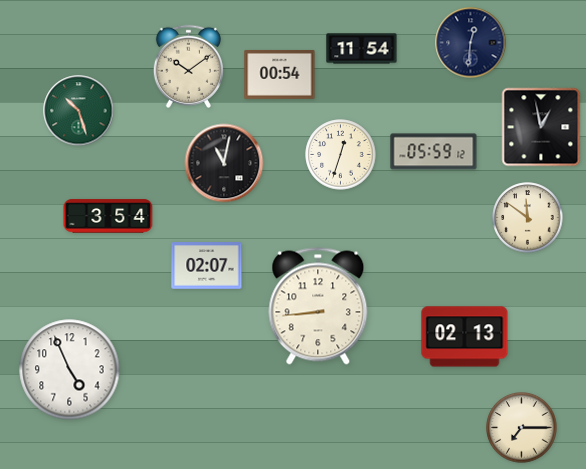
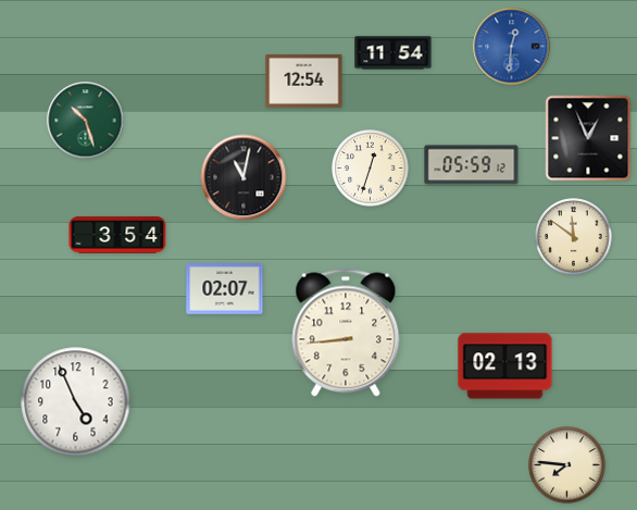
clock at (471, 43) dial: navy -> blue
clock at (188, 66): 10:09 -> none
clock at (280, 74): 00:54 -> 12:54
clock at (541, 127): 12:58 -> 12:56
clock at (522, 428): 7:15 -> 7:46
